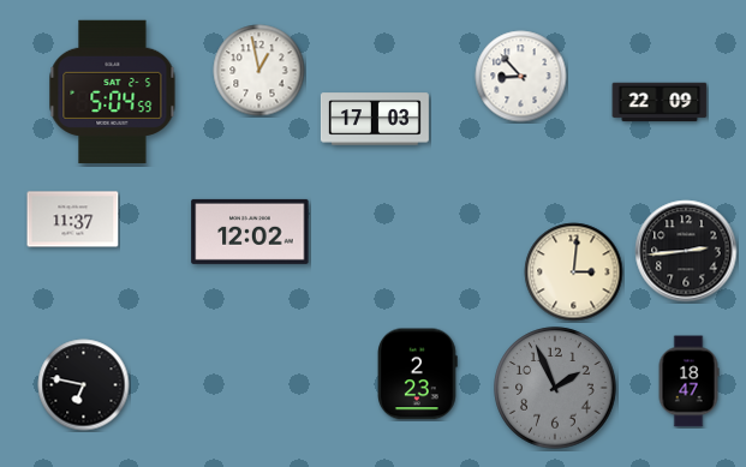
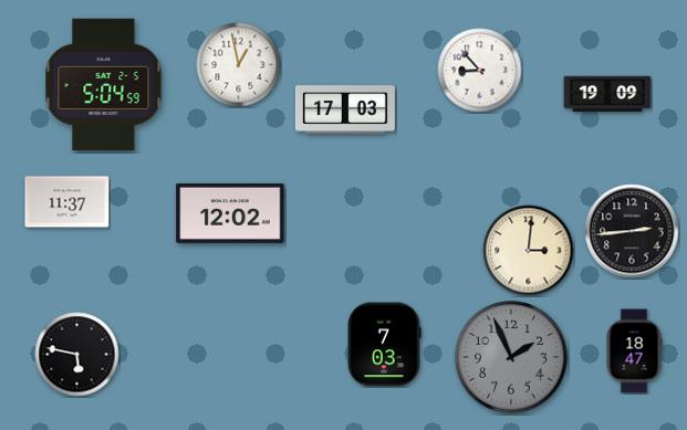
clock at (660, 102): 22:09 -> 19:09
clock at (418, 375): 2:23 -> 7:03
clock at (84, 385): 6:47 -> 5:47
